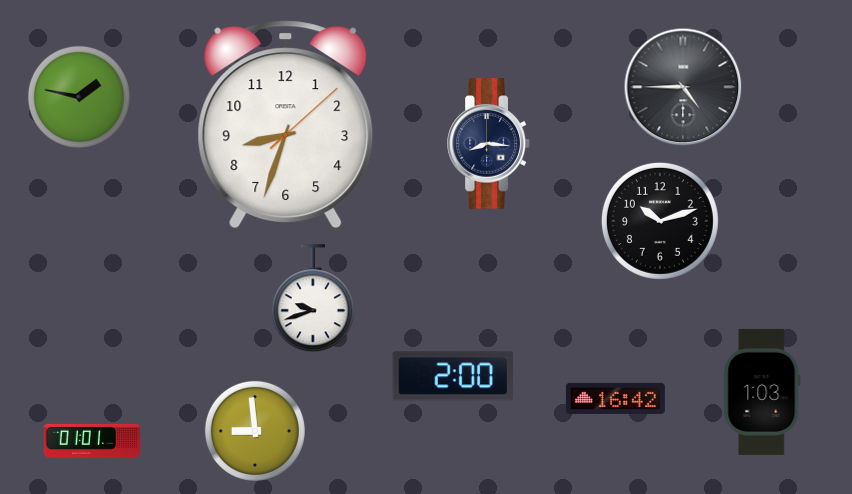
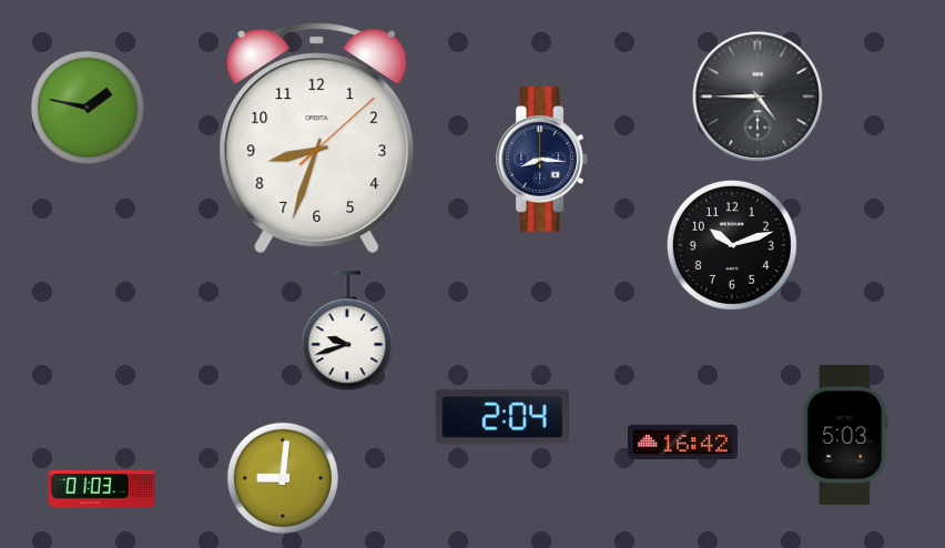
clock at (453, 376): 2:00 -> 2:04
clock at (762, 392): 1:03 -> 5:03
clock at (255, 431): 8:59 -> 9:01
clock at (92, 441): 01:01 -> 01:03
